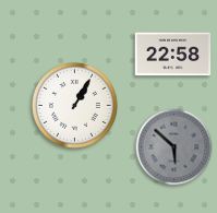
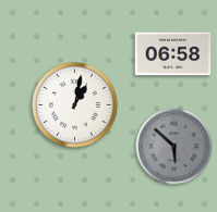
clock at (173, 55): 22:58 -> 06:58
clock at (75, 106): 1:05 -> 1:02
